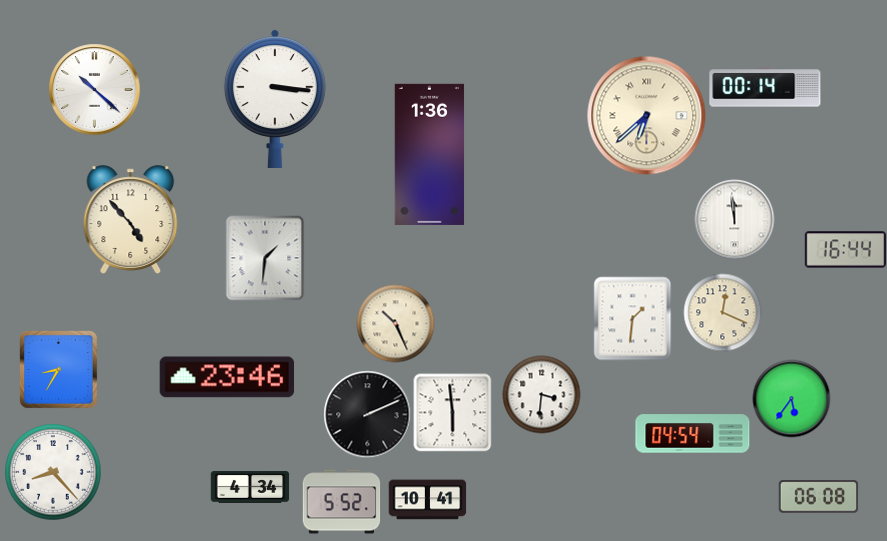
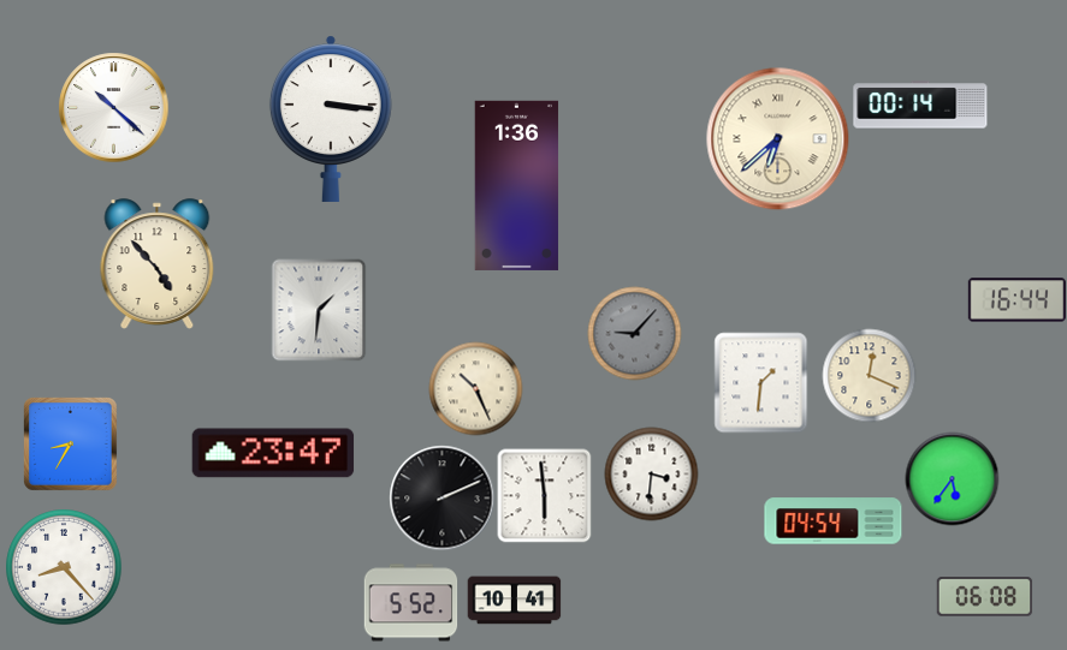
clock at (734, 219): 11:59 -> none
clock at (634, 333): none -> 9:07
clock at (227, 377): 23:46 -> 23:47
clock at (250, 487): 4:34 -> none
